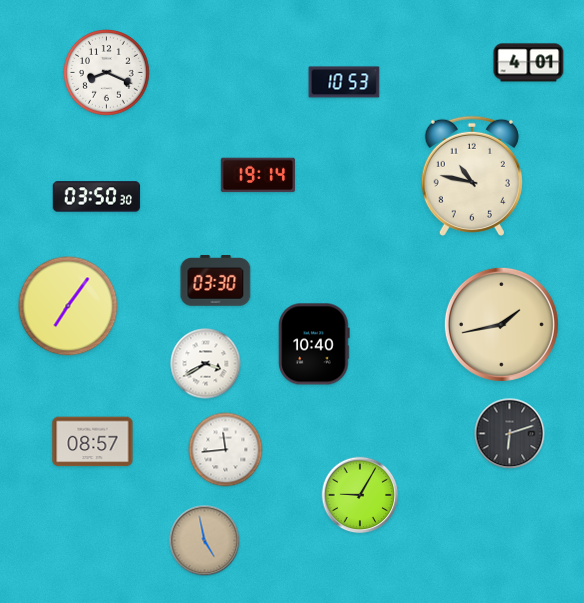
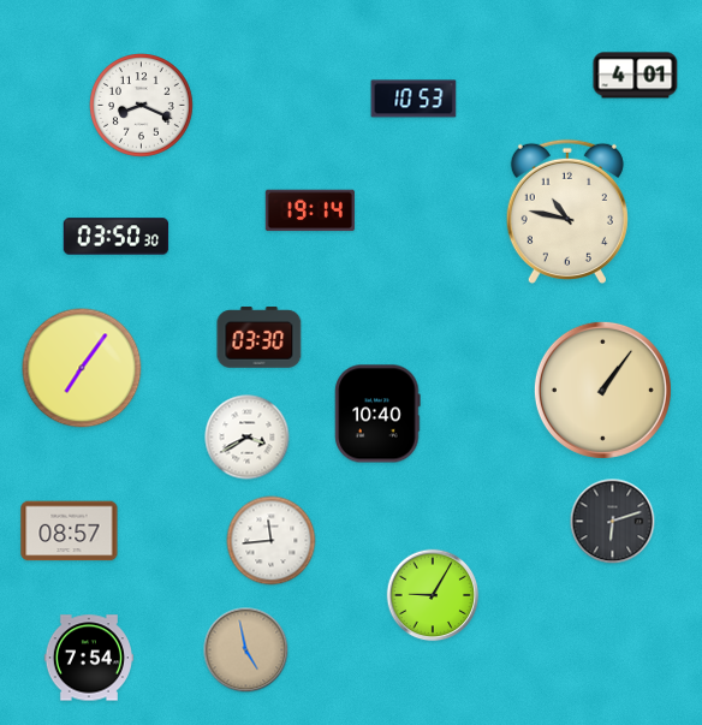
clock at (107, 73) position: (107, 73) -> (142, 106)
clock at (501, 324): 1:43 -> 1:06
clock at (93, 442) position: (93, 442) -> (70, 531)
clock at (88, 658): none -> 7:54
